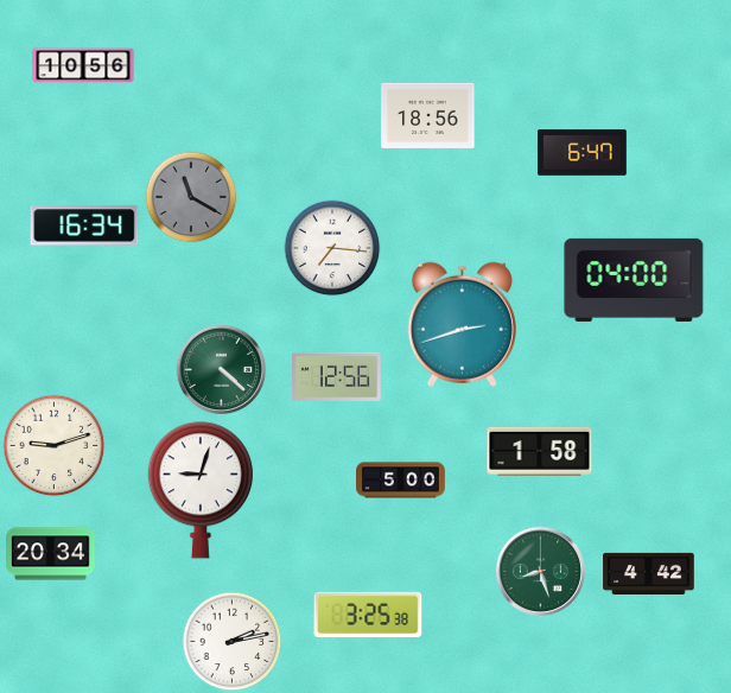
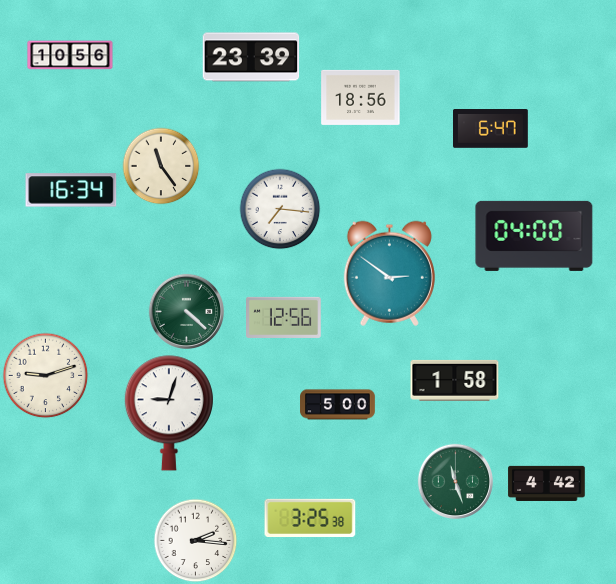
clock at (251, 57): none -> 23:39
clock at (191, 197): 11:20 -> 11:24
clock at (191, 197) dial: grey -> cream
clock at (462, 324): 2:42 -> 2:51
clock at (51, 554): 20:34 -> none
clock at (540, 571): 8:27 -> 11:27
clock at (233, 642): 2:13 -> 2:16
